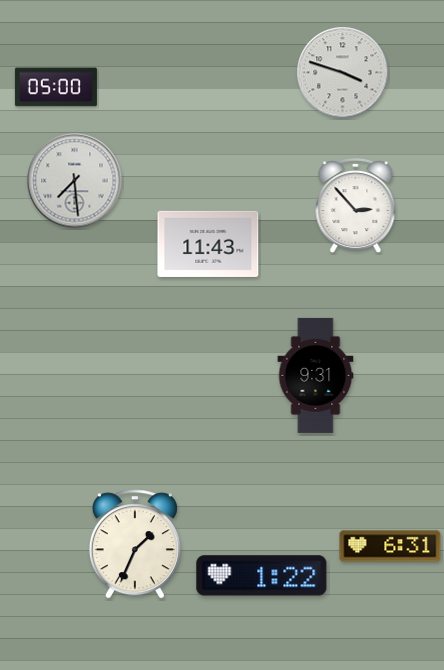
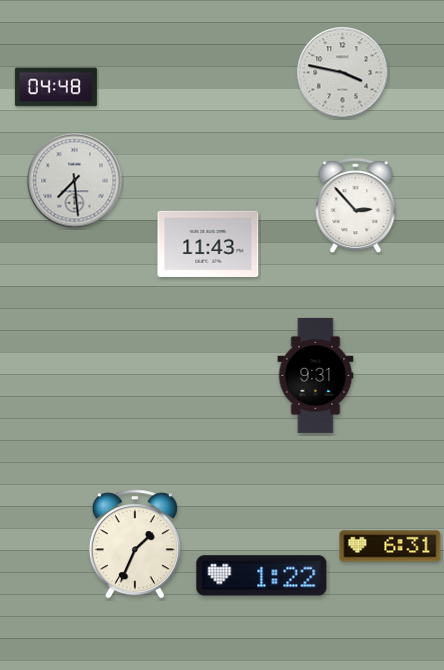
clock at (343, 73): 3:48 -> 3:47
clock at (56, 87): 05:00 -> 04:48
